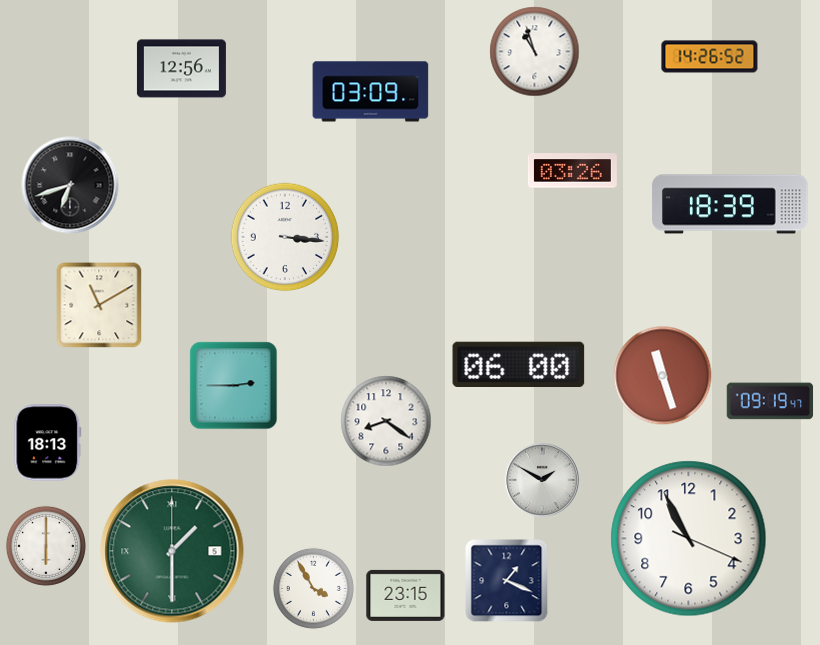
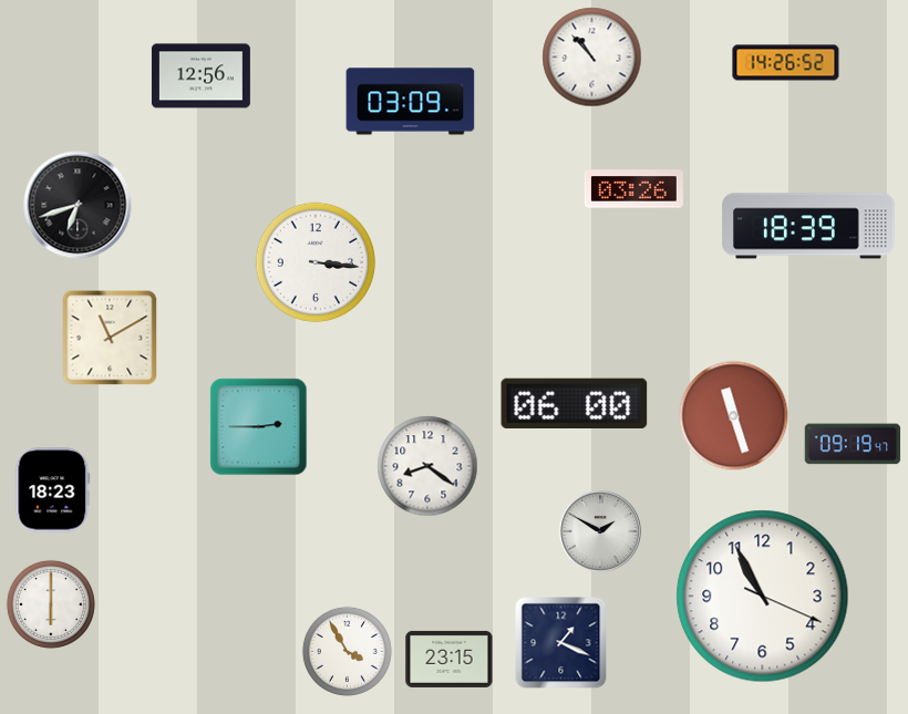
clock at (535, 52): 10:57 -> 10:53
clock at (48, 443): 18:13 -> 18:23
clock at (172, 551): 1:30 -> none
